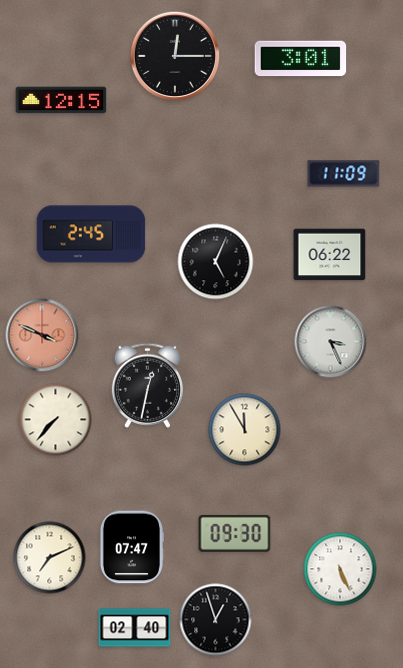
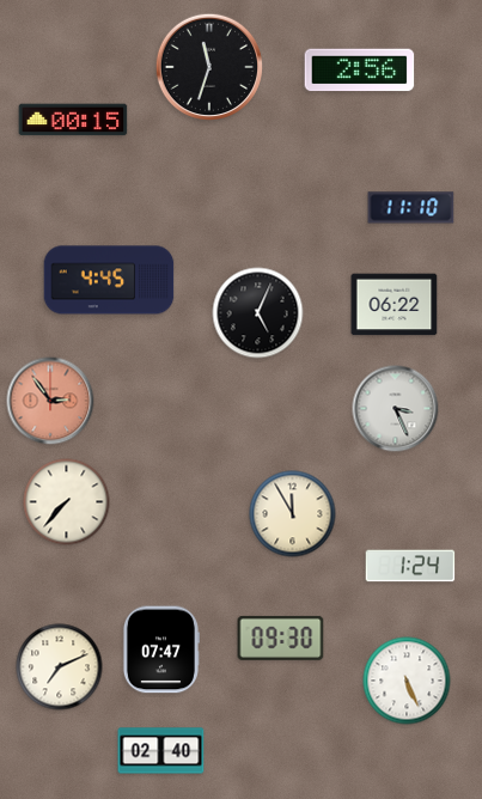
clock at (174, 55): 12:15 -> 11:33
clock at (301, 59): 3:01 -> 2:56
clock at (61, 100): 12:15 -> 00:15
clock at (344, 174): 11:09 -> 11:10
clock at (91, 234): 2:45 -> 4:45
clock at (42, 335): 3:49 -> 2:54
clock at (147, 385): 12:32 -> none
clock at (410, 566): none -> 1:24
clock at (131, 547) position: (131, 547) -> (160, 649)
clock at (216, 620): 12:57 -> none
